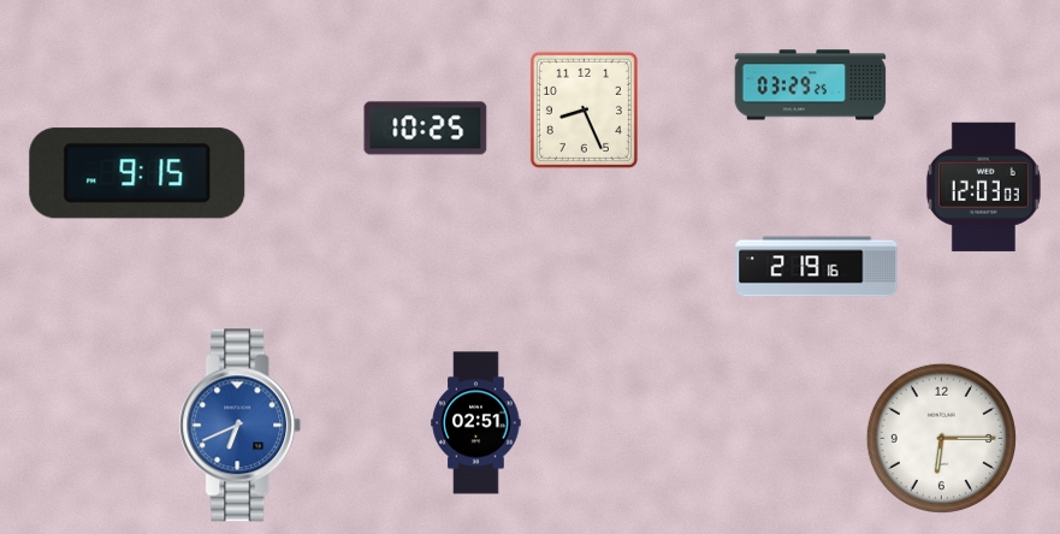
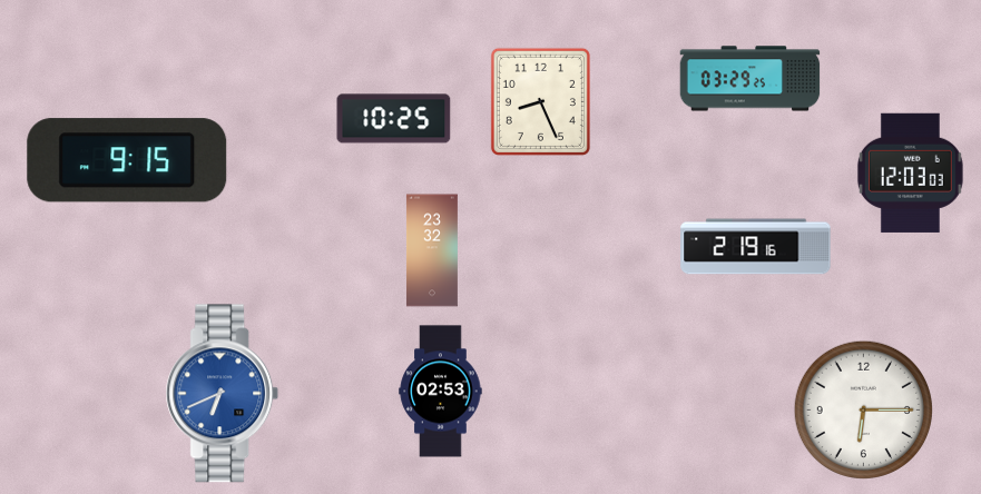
clock at (432, 250): none -> 23:32
clock at (476, 423): 02:51 -> 02:53
clock at (941, 438) position: (941, 438) -> (863, 409)
